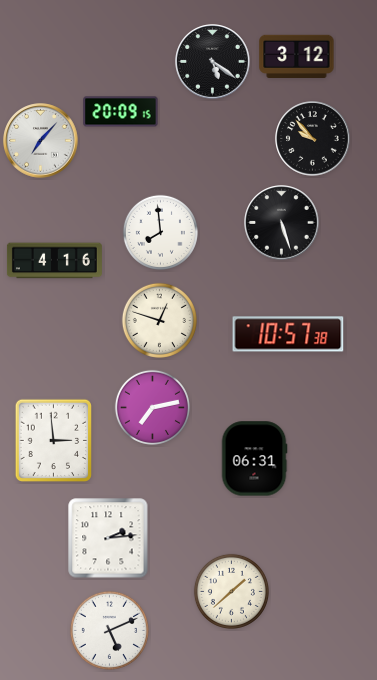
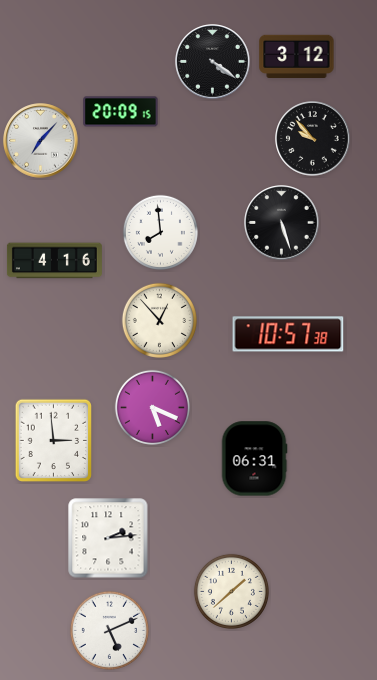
clock at (213, 62): 5:21 -> 4:21
clock at (159, 320): 12:48 -> 12:53
clock at (152, 407): 7:13 -> 5:19
